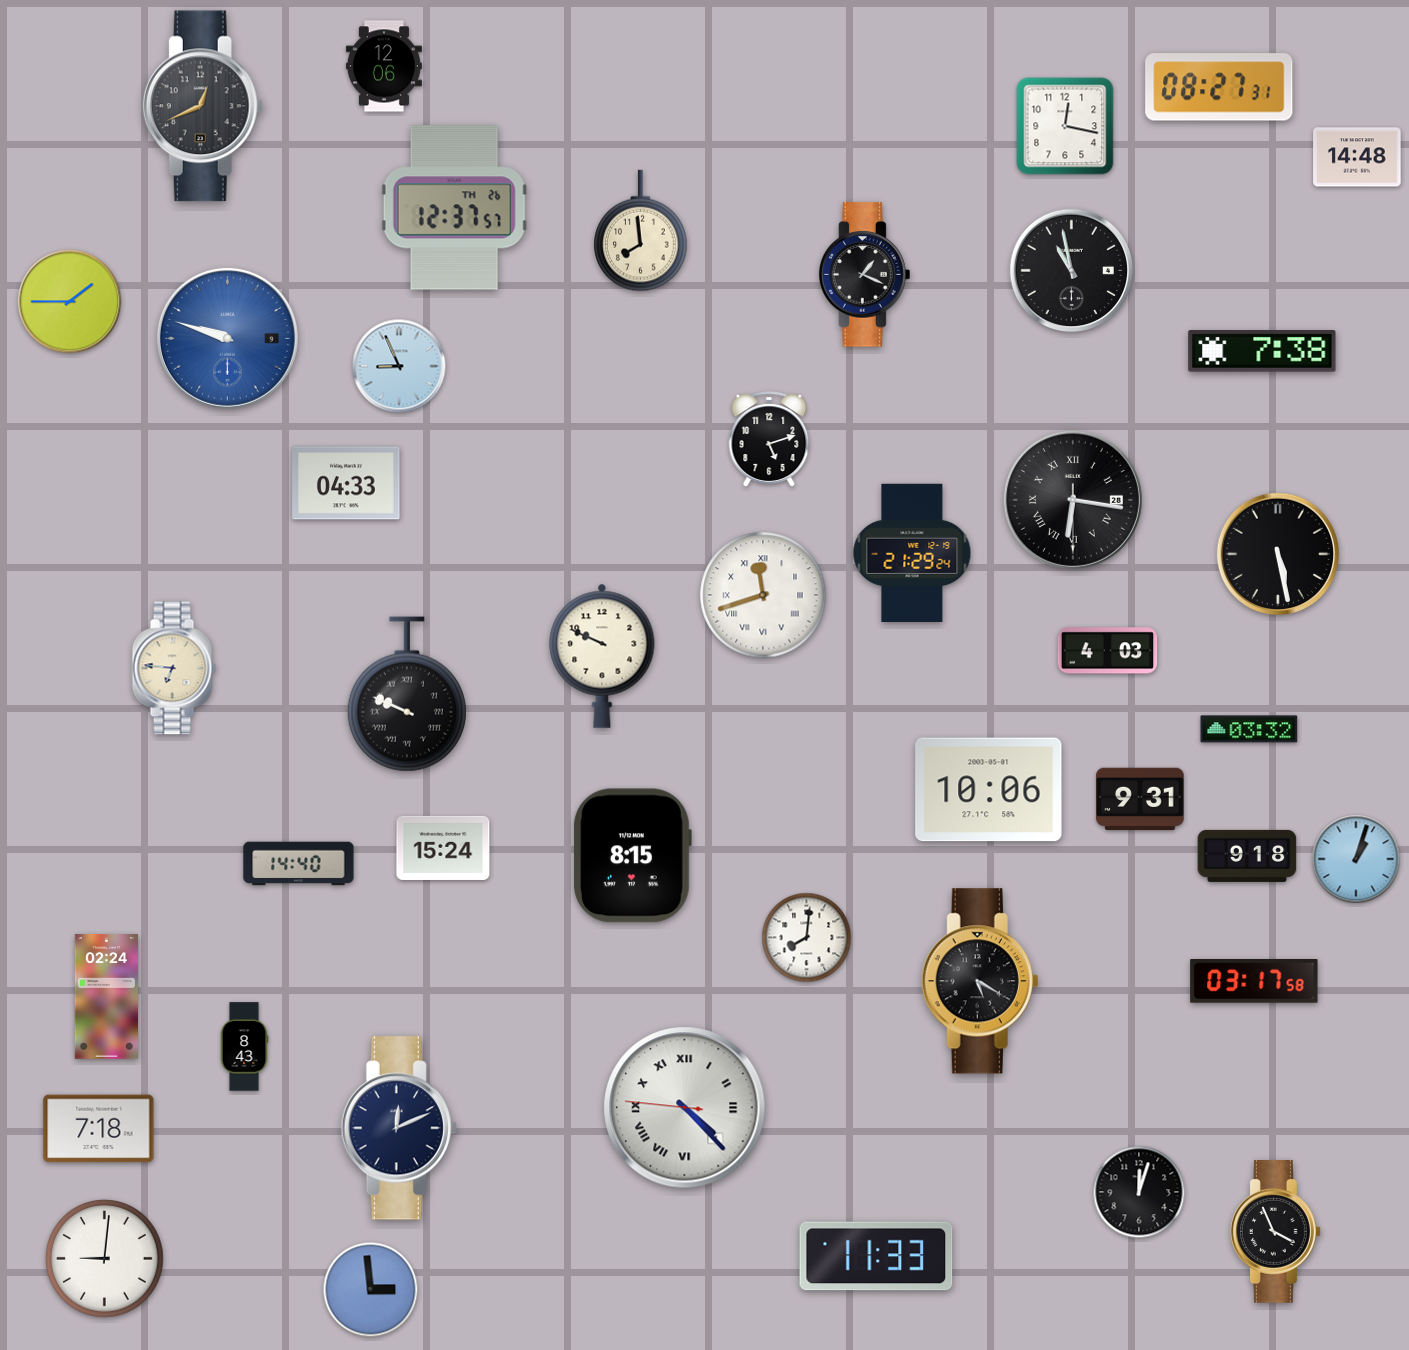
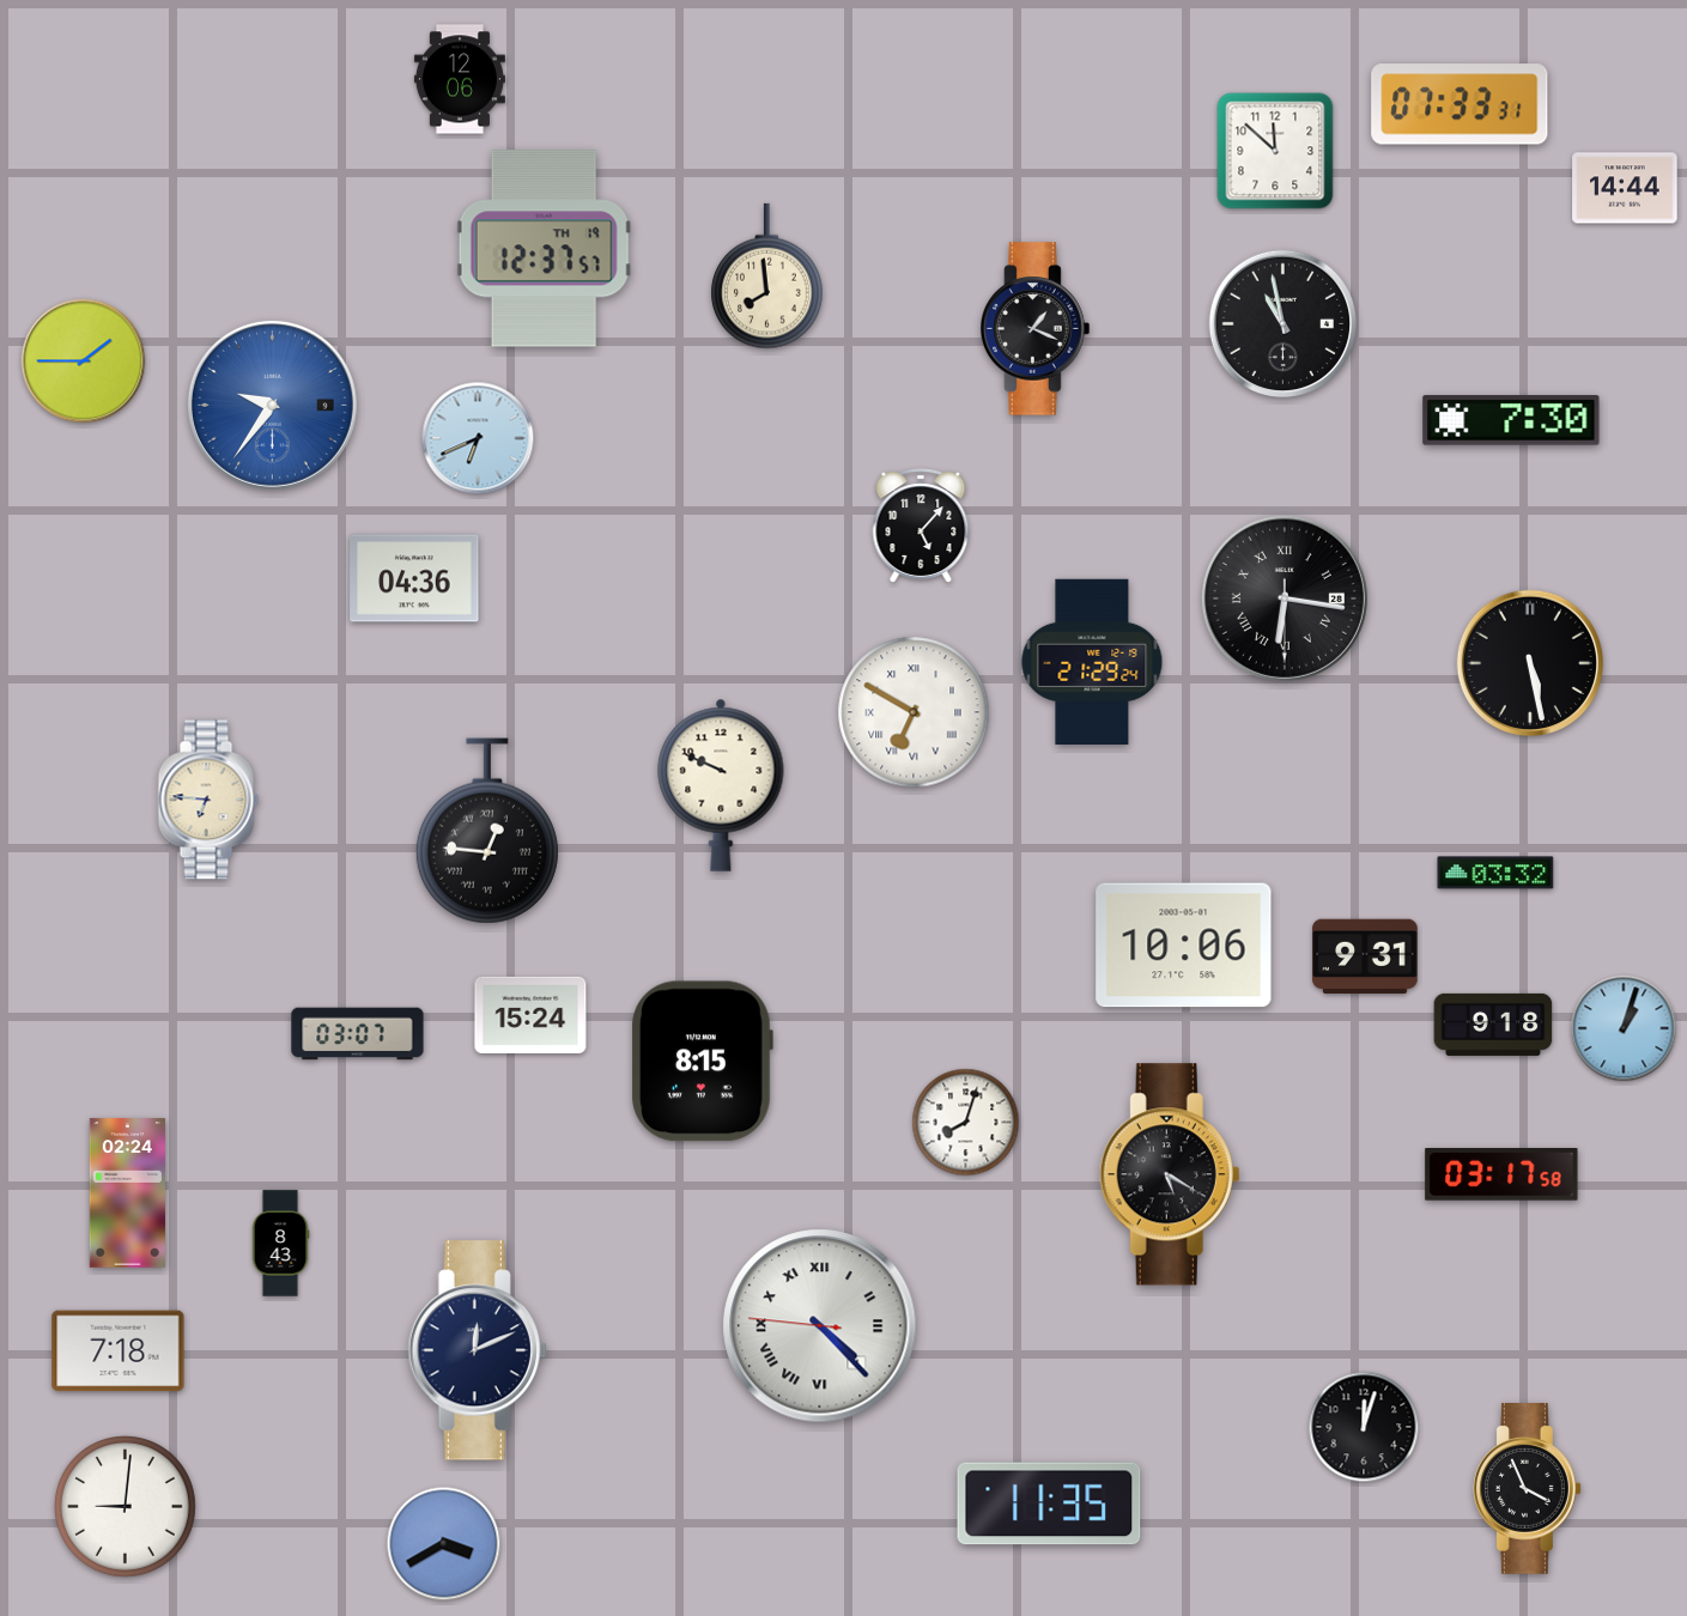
clock at (1219, 87): 08:27 -> 07:33
clock at (203, 106): 12:41 -> none
clock at (1065, 126): 12:17 -> 11:52
clock at (1357, 157): 14:48 -> 14:44
clock at (454, 208) date: TH 26 -> TH 19
clock at (227, 338): 9:48 -> 9:36
clock at (1262, 351): 7:38 -> 7:30
clock at (399, 366): 8:56 -> 6:41
clock at (769, 439): 5:12 -> 5:07
clock at (346, 483): 04:33 -> 04:36
clock at (763, 595): 11:42 -> 6:50
clock at (1108, 651): 4:03 -> none
clock at (407, 694): 9:49 -> 12:46
clock at (632, 856) position: (632, 856) -> (702, 1062)
clock at (299, 864): 14:40 -> 03:07
clock at (807, 938): 8:01 -> 8:03
clock at (980, 981) position: (980, 981) -> (1170, 1174)
clock at (244, 1047) position: (244, 1047) -> (280, 1244)
clock at (1276, 1232) position: (1276, 1232) -> (1528, 1489)
clock at (876, 1256): 11:33 -> 11:35
clock at (371, 1290): 2:59 -> 3:40
